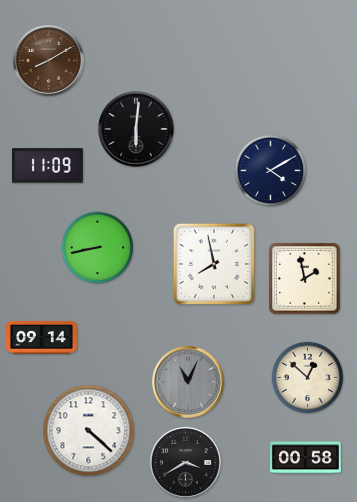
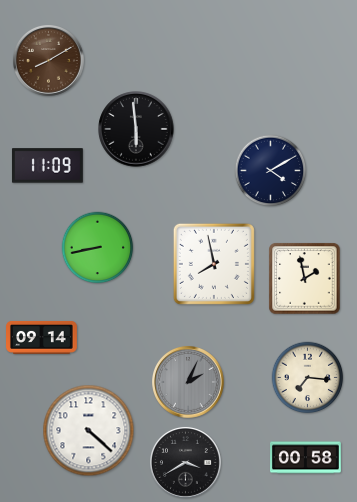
clock at (136, 129): 6:01 -> 5:59
clock at (308, 378): 12:52 -> 7:16
clock at (189, 383): 11:04 -> 2:04
